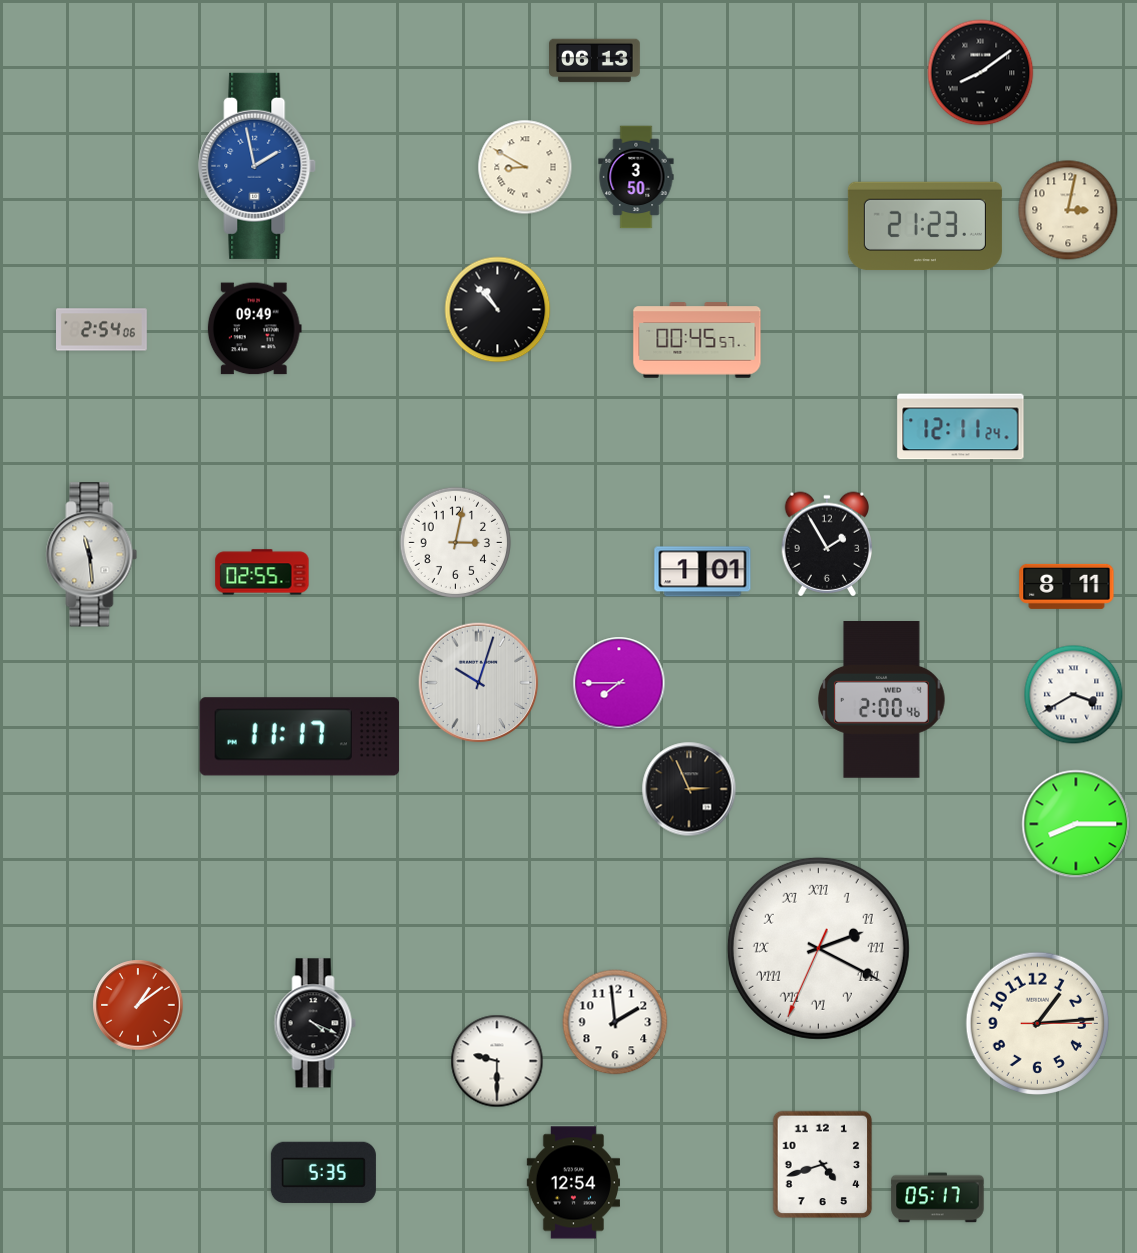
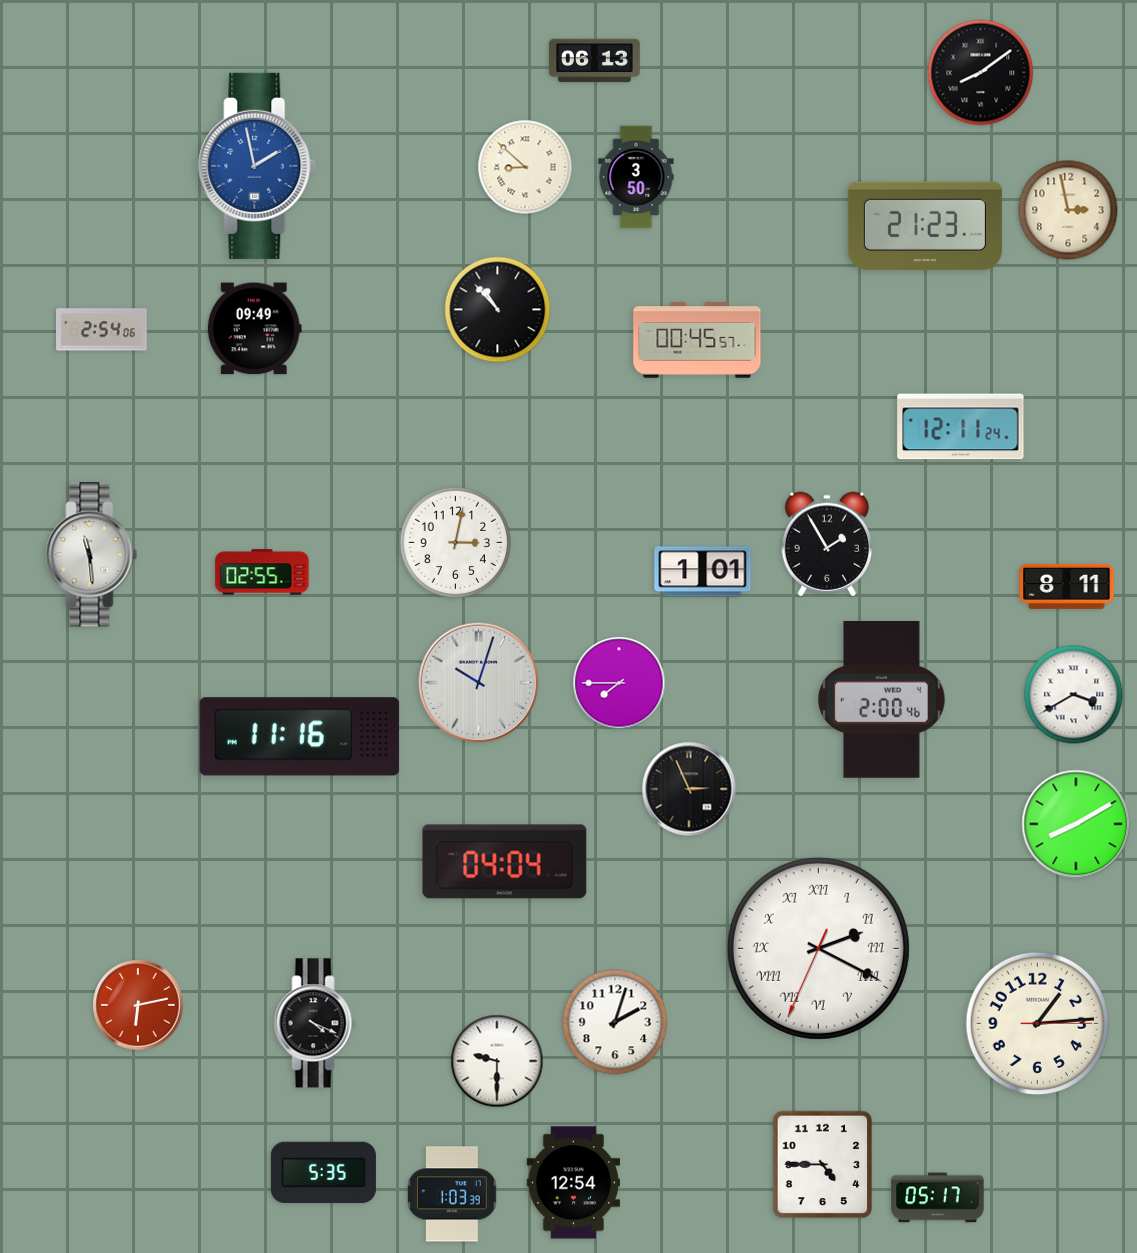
clock at (525, 167): 8:50 -> 8:52
clock at (1068, 210): 3:02 -> 2:58
clock at (300, 737): 11:17 -> 11:16
clock at (1076, 824): 8:15 -> 8:10
clock at (505, 862): none -> 04:04
clock at (138, 1005): 1:09 -> 6:13
clock at (615, 1022): 1:59 -> 2:03
clock at (823, 1165): 4:42 -> 4:45
clock at (452, 1194): none -> 1:03
